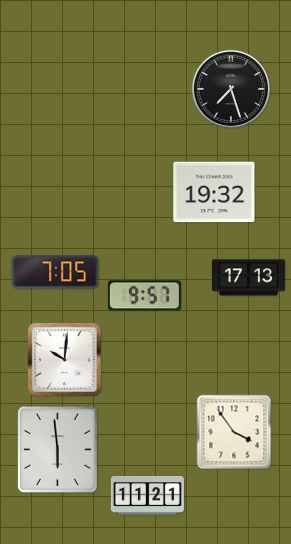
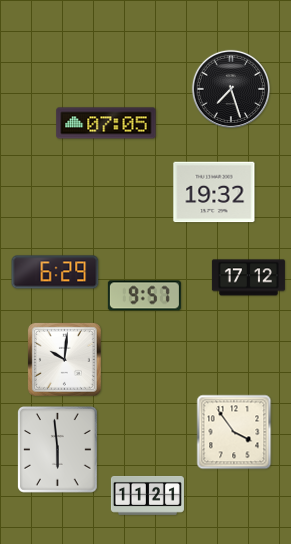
clock at (106, 123): none -> 07:05
clock at (55, 272): 7:05 -> 6:29
clock at (248, 278): 17:13 -> 17:12
